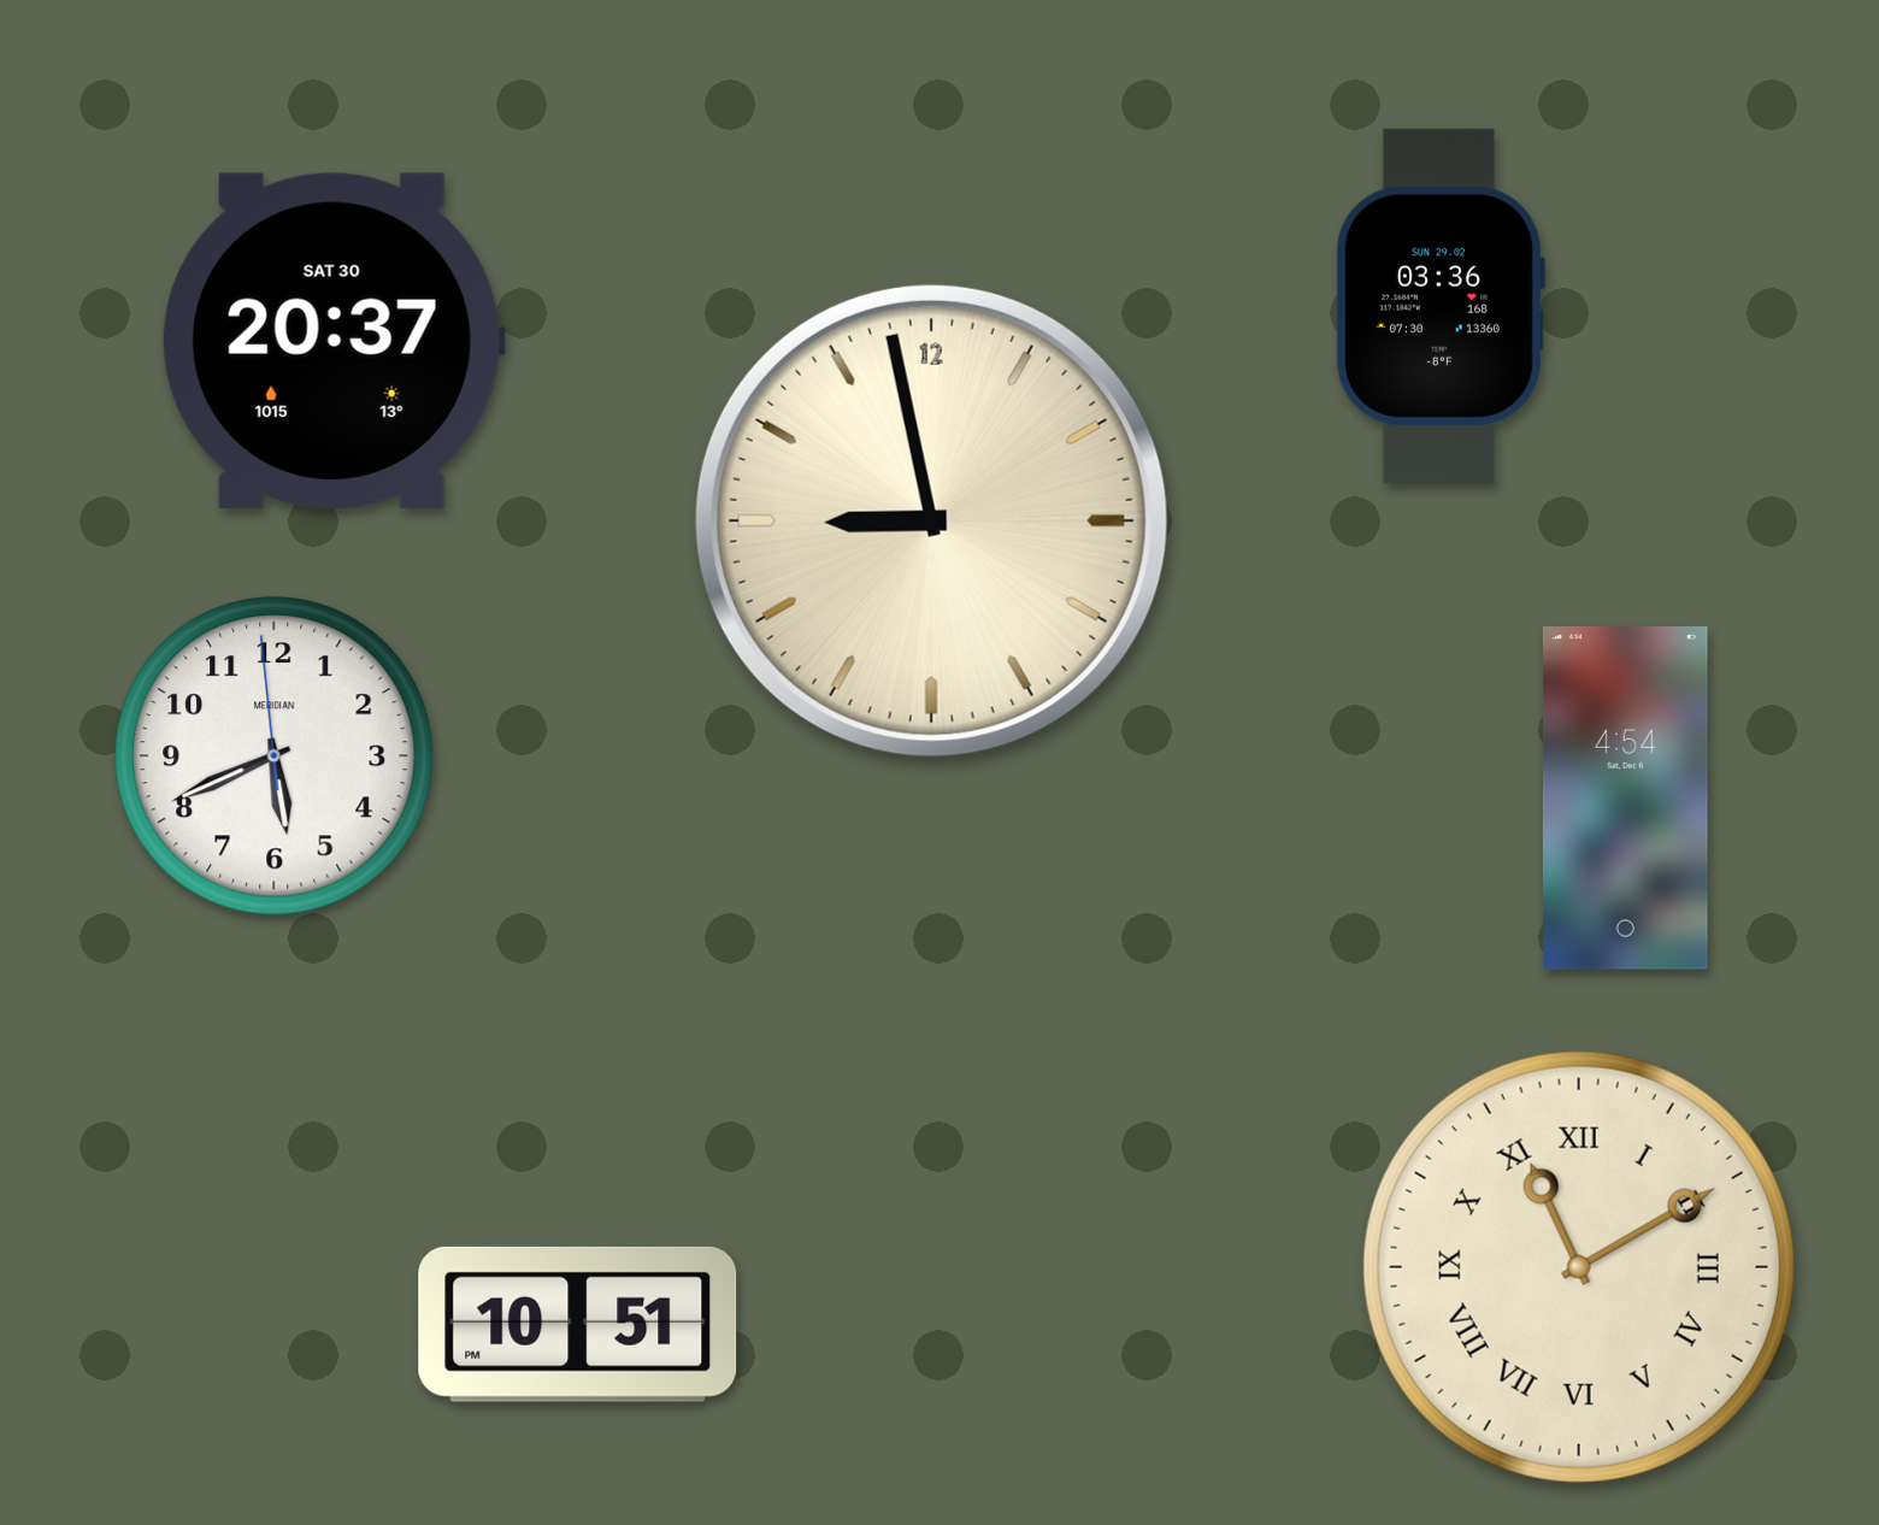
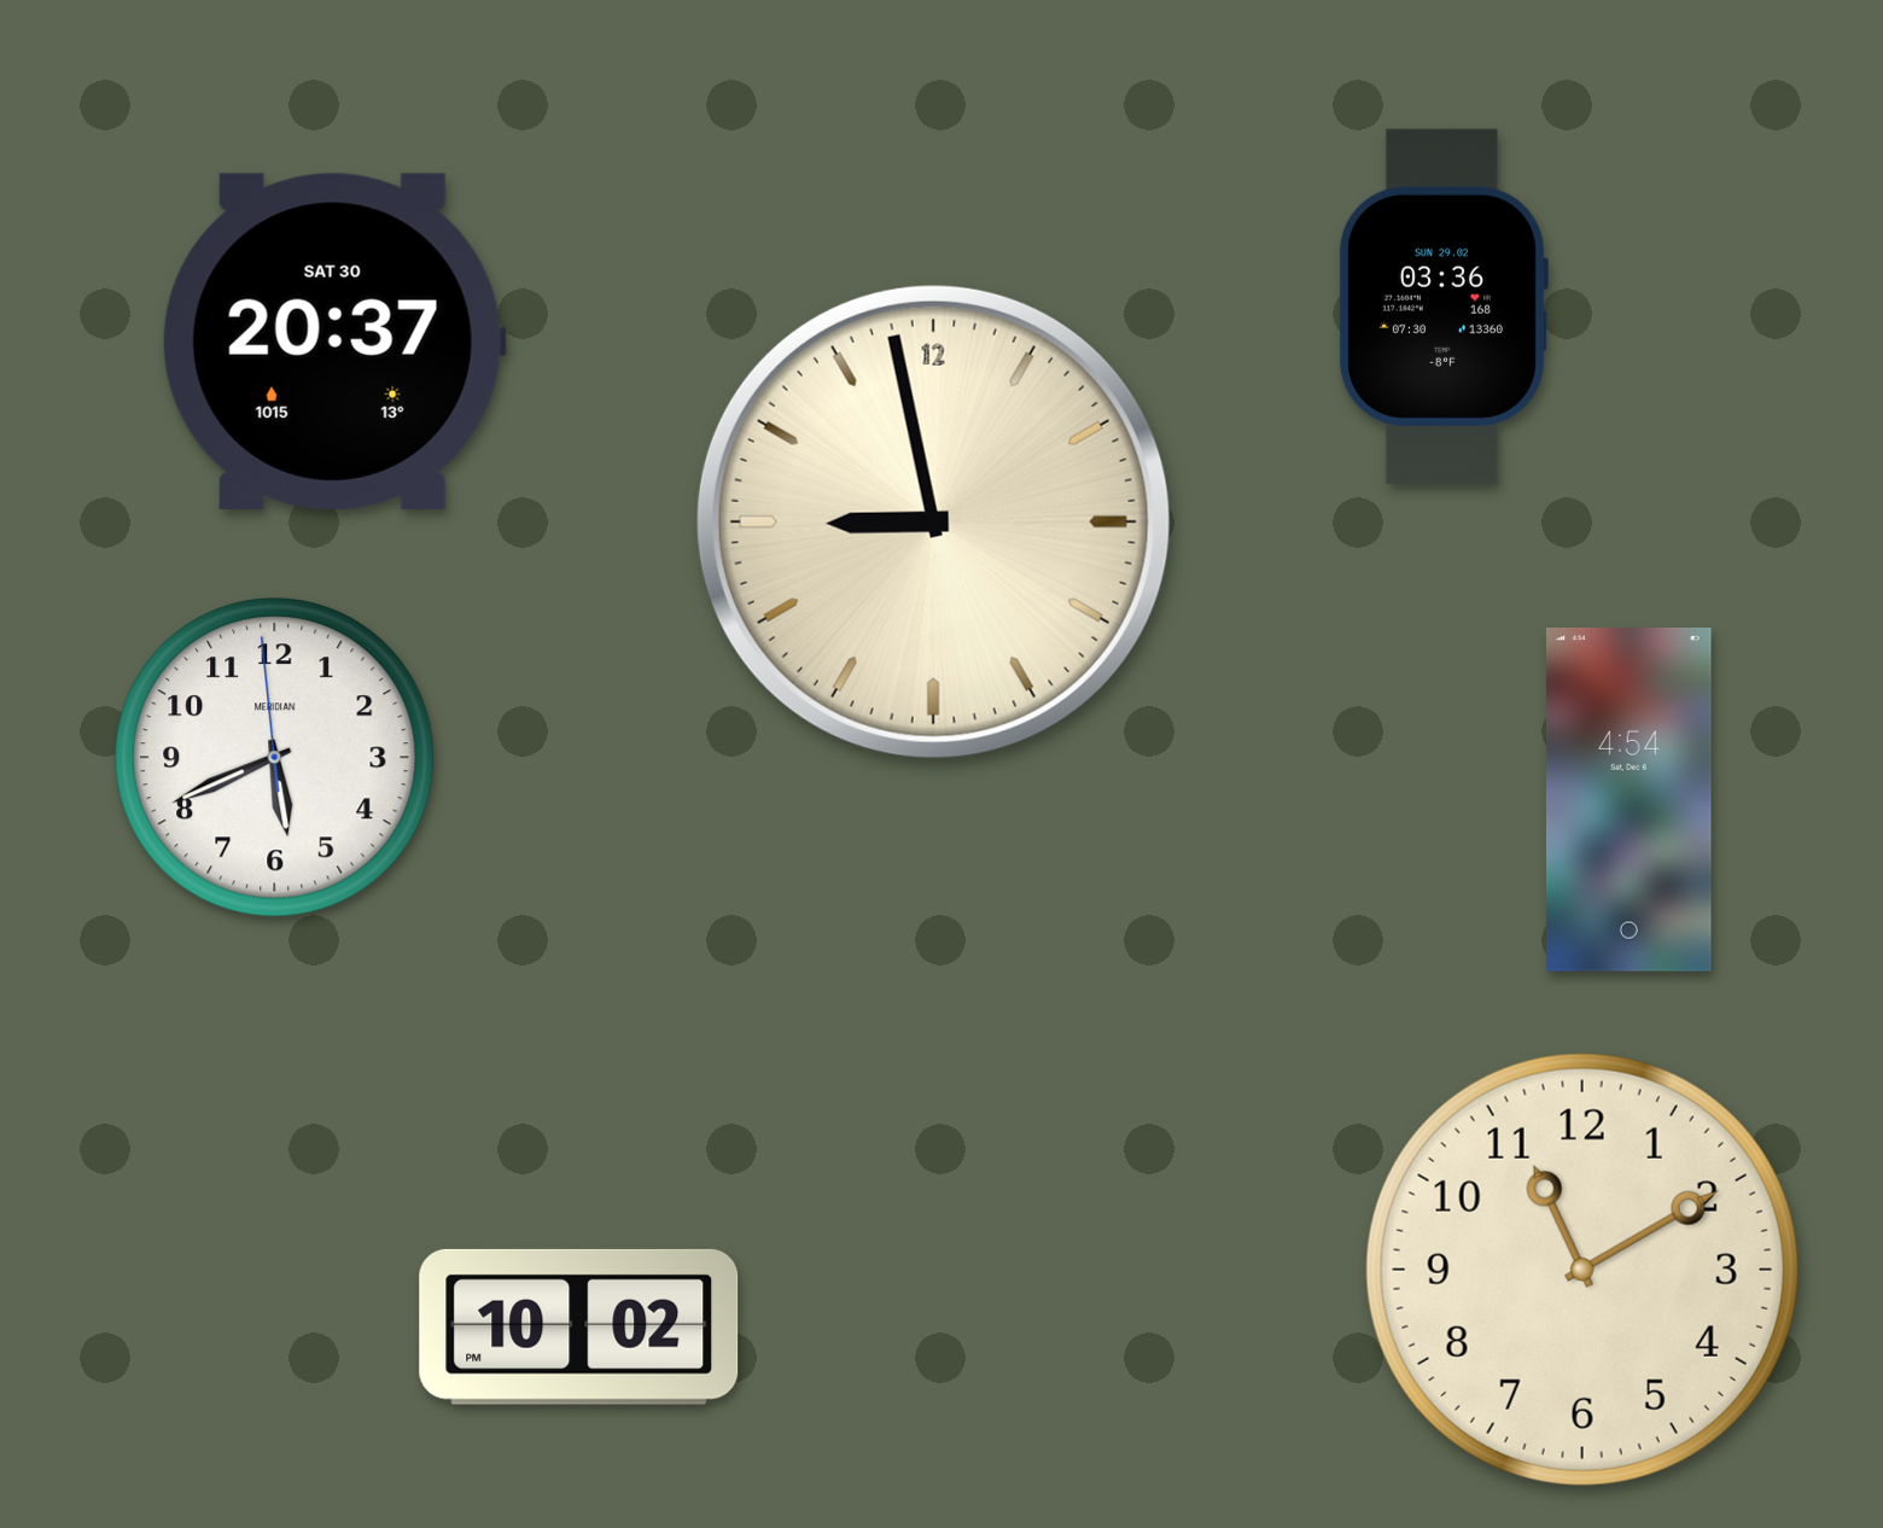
clock at (1579, 1267) numerals: Roman -> Arabic
clock at (578, 1324): 10:51 -> 10:02
